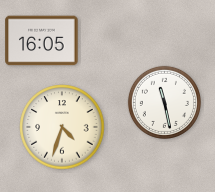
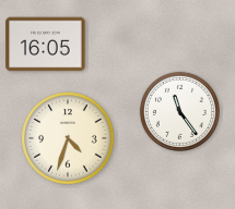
clock at (164, 102): 11:28 -> 11:24
